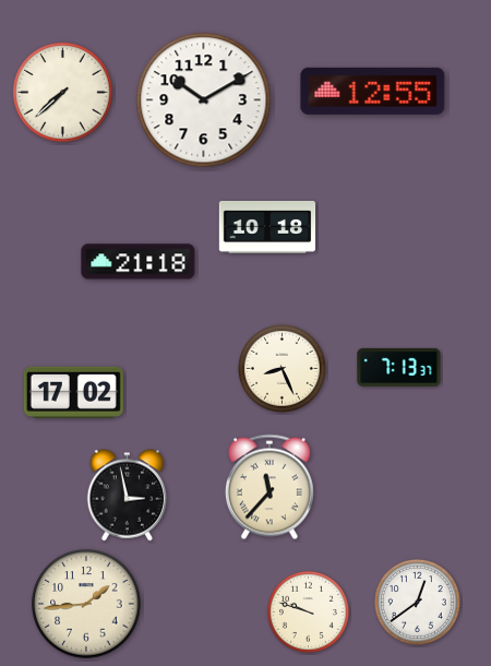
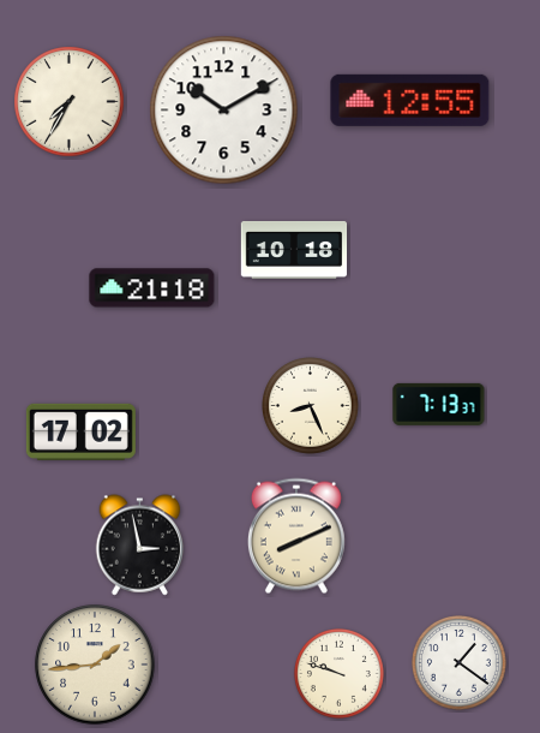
clock at (63, 93): 7:38 -> 7:35
clock at (270, 487): 11:37 -> 8:11
clock at (418, 603): 12:39 -> 1:21
